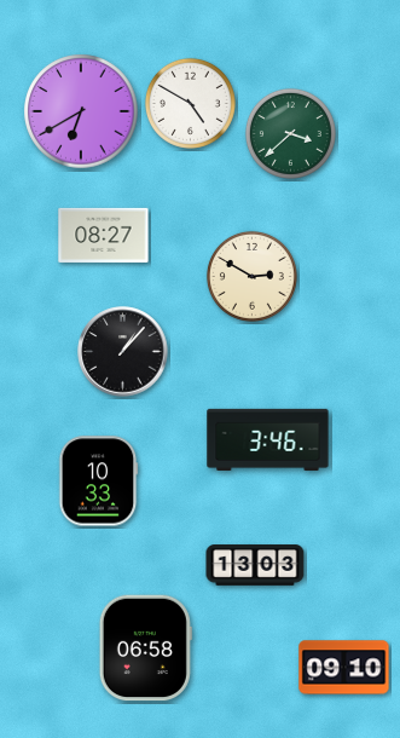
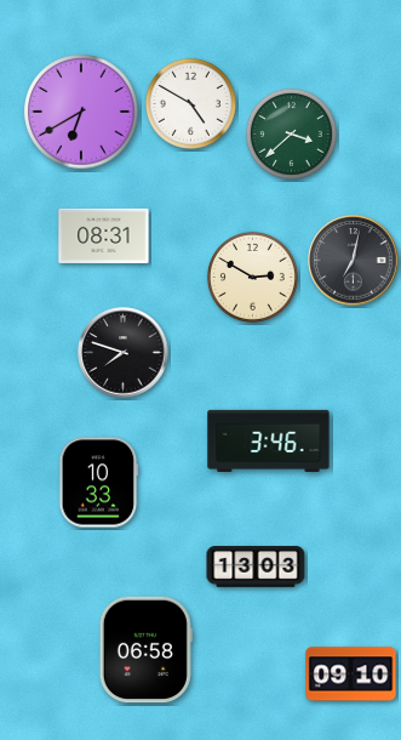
clock at (104, 235): 08:27 -> 08:31
clock at (354, 261): none -> 7:02
clock at (123, 352): 1:07 -> 7:48
clock at (344, 668) position: (344, 668) -> (351, 674)
